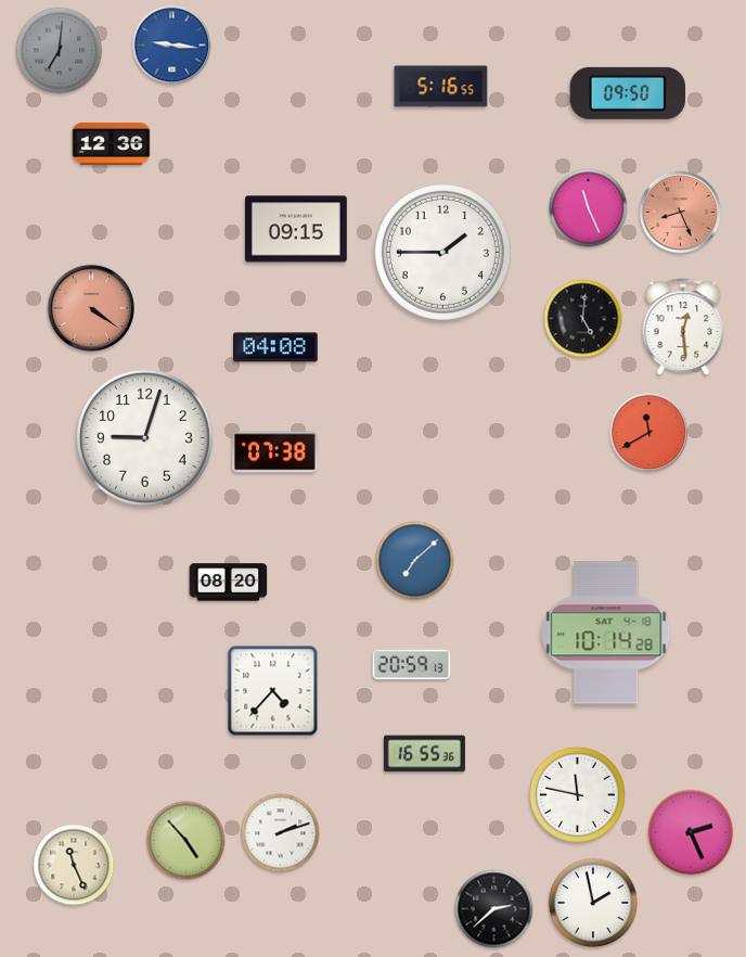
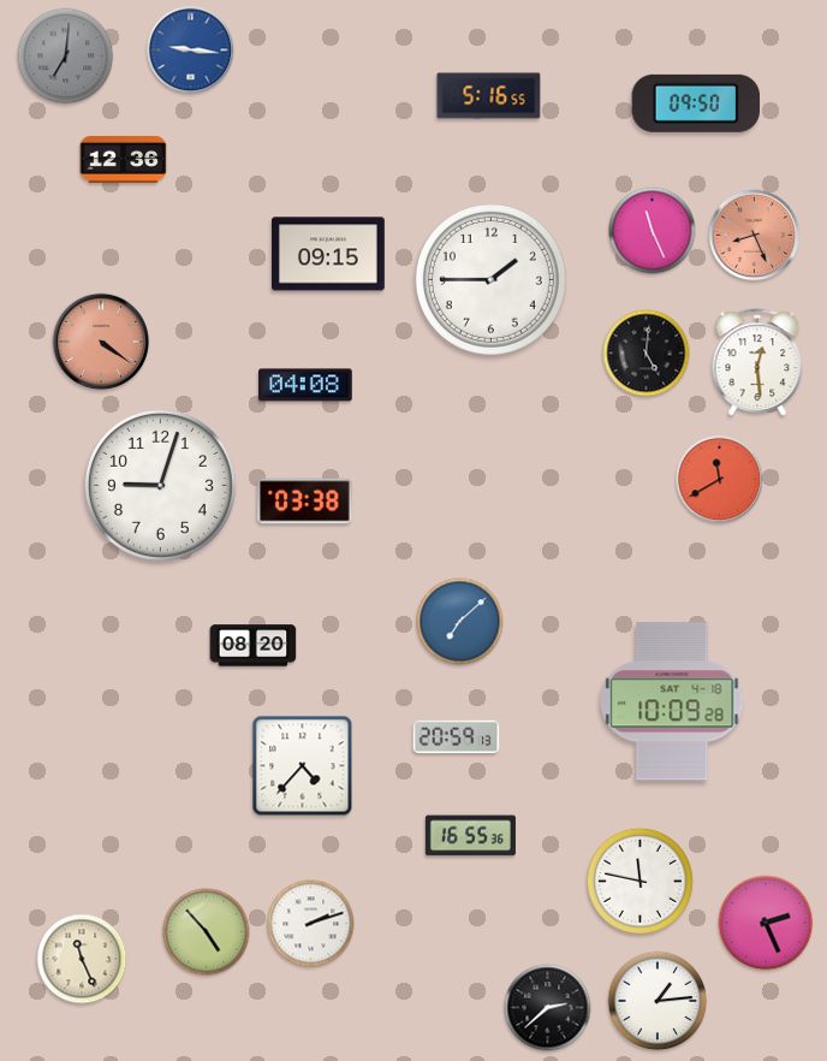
clock at (275, 452): 07:38 -> 03:38
clock at (606, 633): 10:14 -> 10:09
clock at (593, 903): 1:58 -> 1:14
